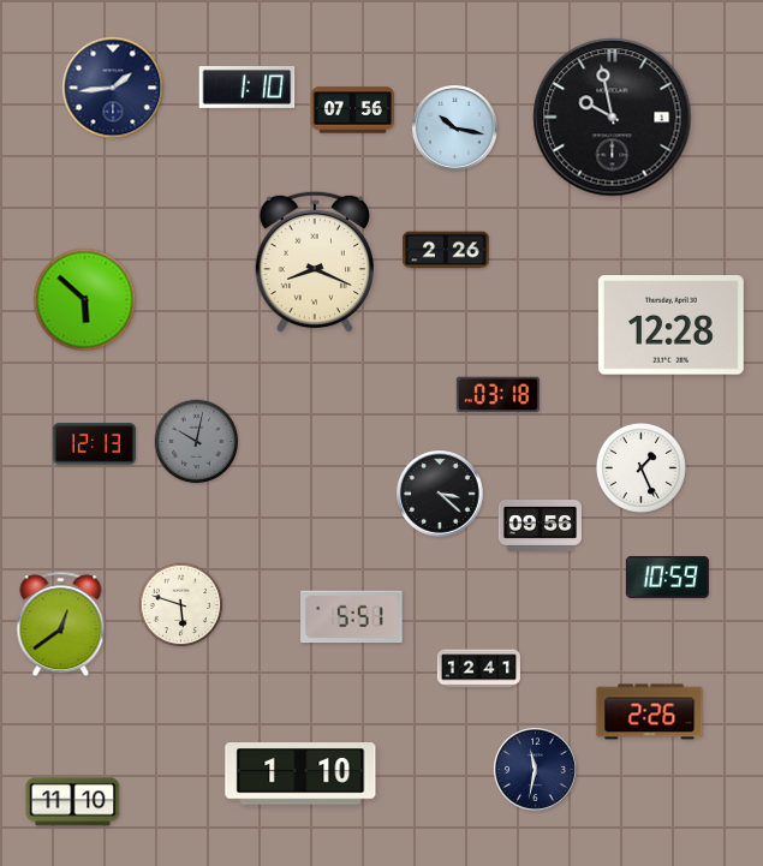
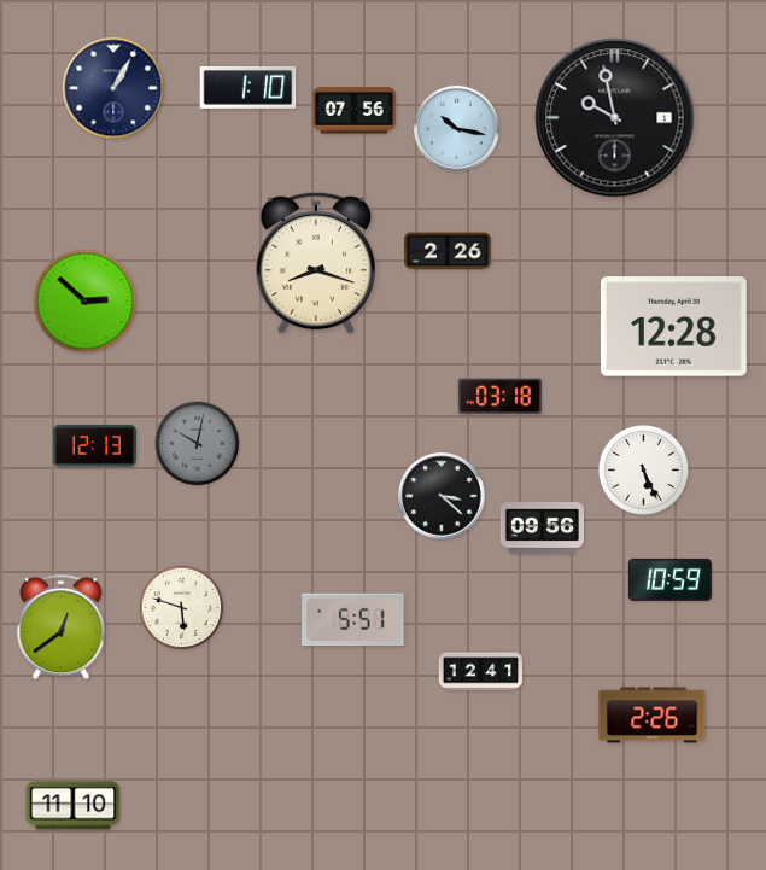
clock at (113, 88): 1:44 -> 1:05
clock at (314, 262): 8:19 -> 8:18
clock at (85, 300): 5:52 -> 2:52
clock at (640, 467): 1:26 -> 5:26
clock at (535, 769): 11:32 -> none
clock at (300, 774): 1:10 -> none
